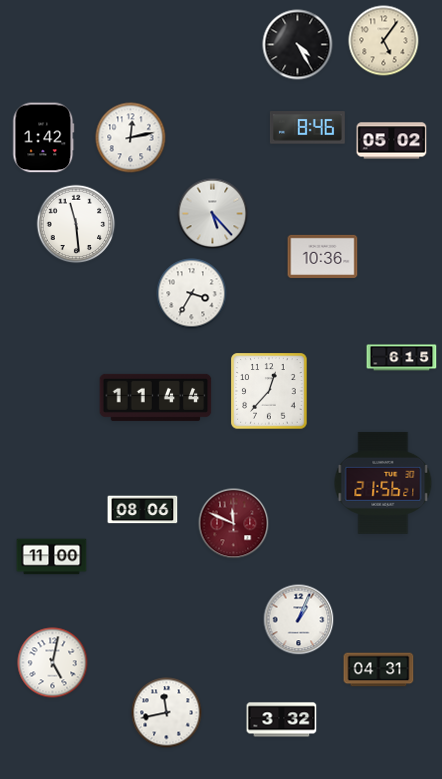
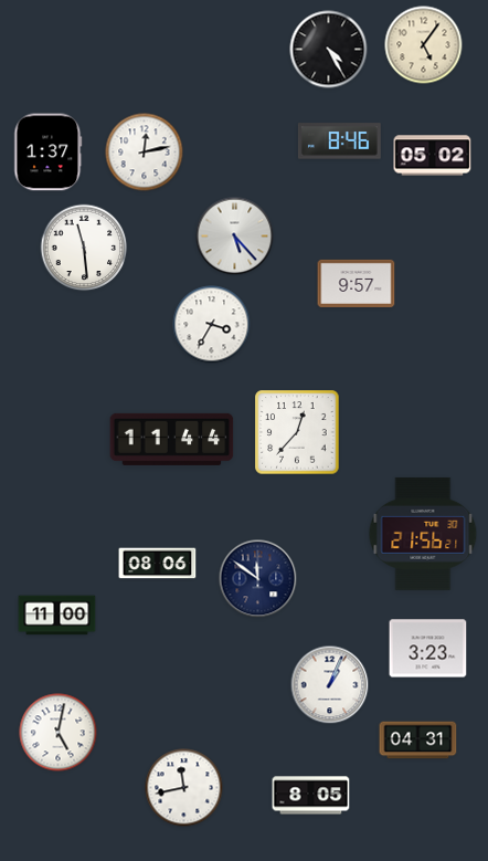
clock at (44, 138): 1:42 -> 1:37
clock at (323, 256): 10:36 -> 9:57
clock at (402, 358): 6:15 -> none
clock at (234, 524): 11:49 -> 11:51
clock at (234, 524) dial: burgundy -> navy
clock at (428, 649): none -> 3:23
clock at (282, 720): 3:32 -> 8:05
